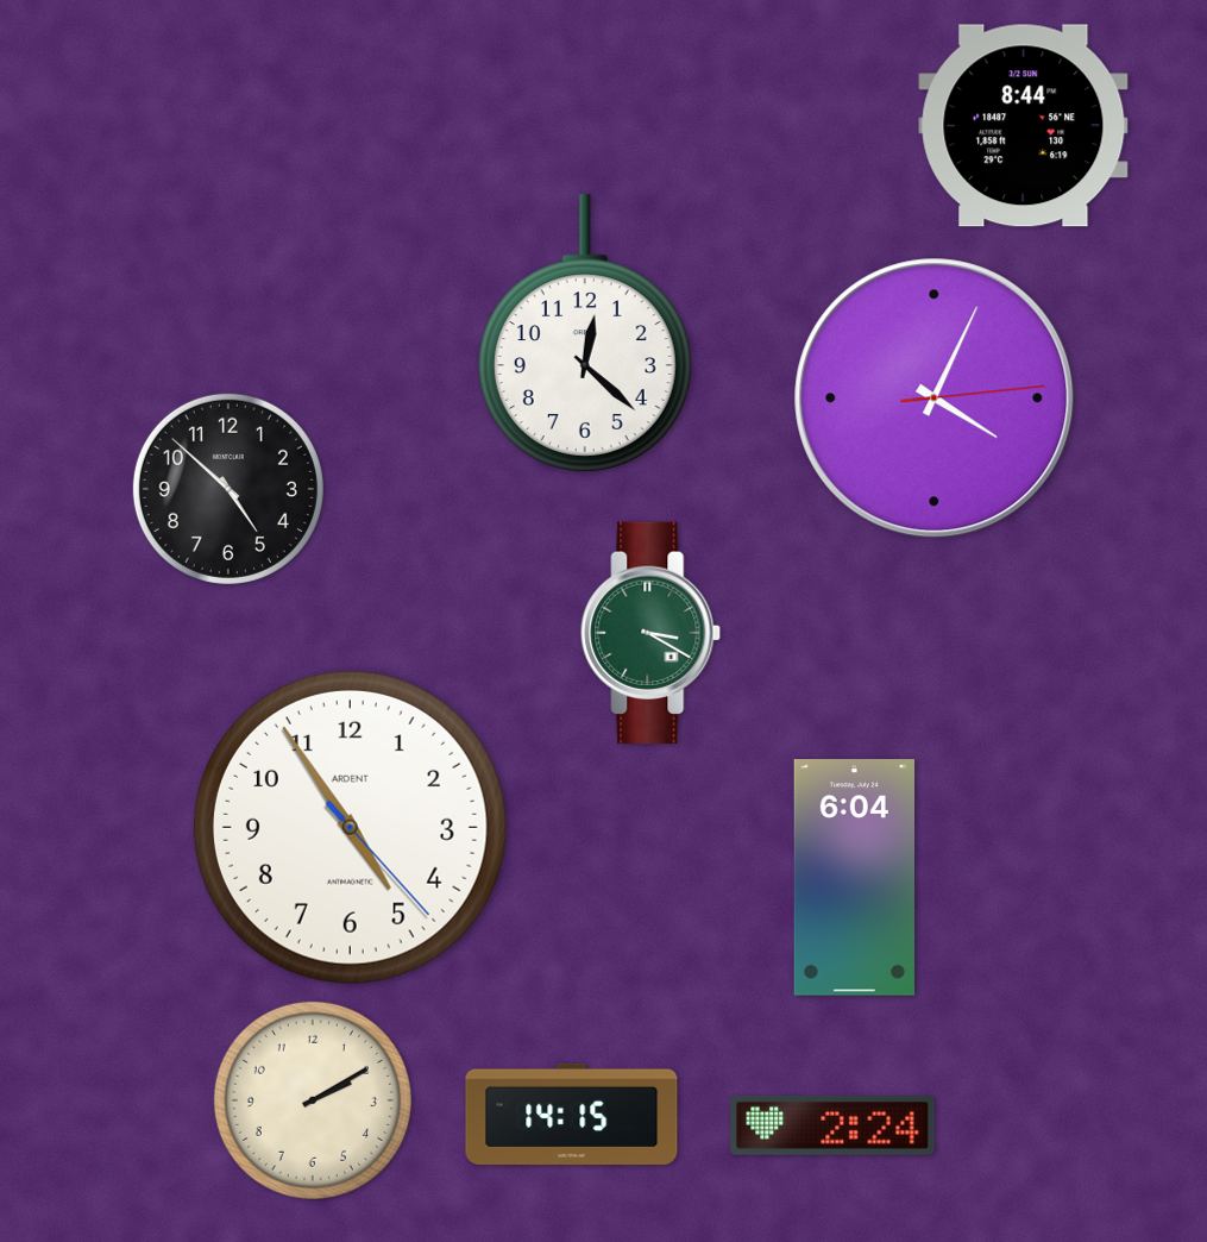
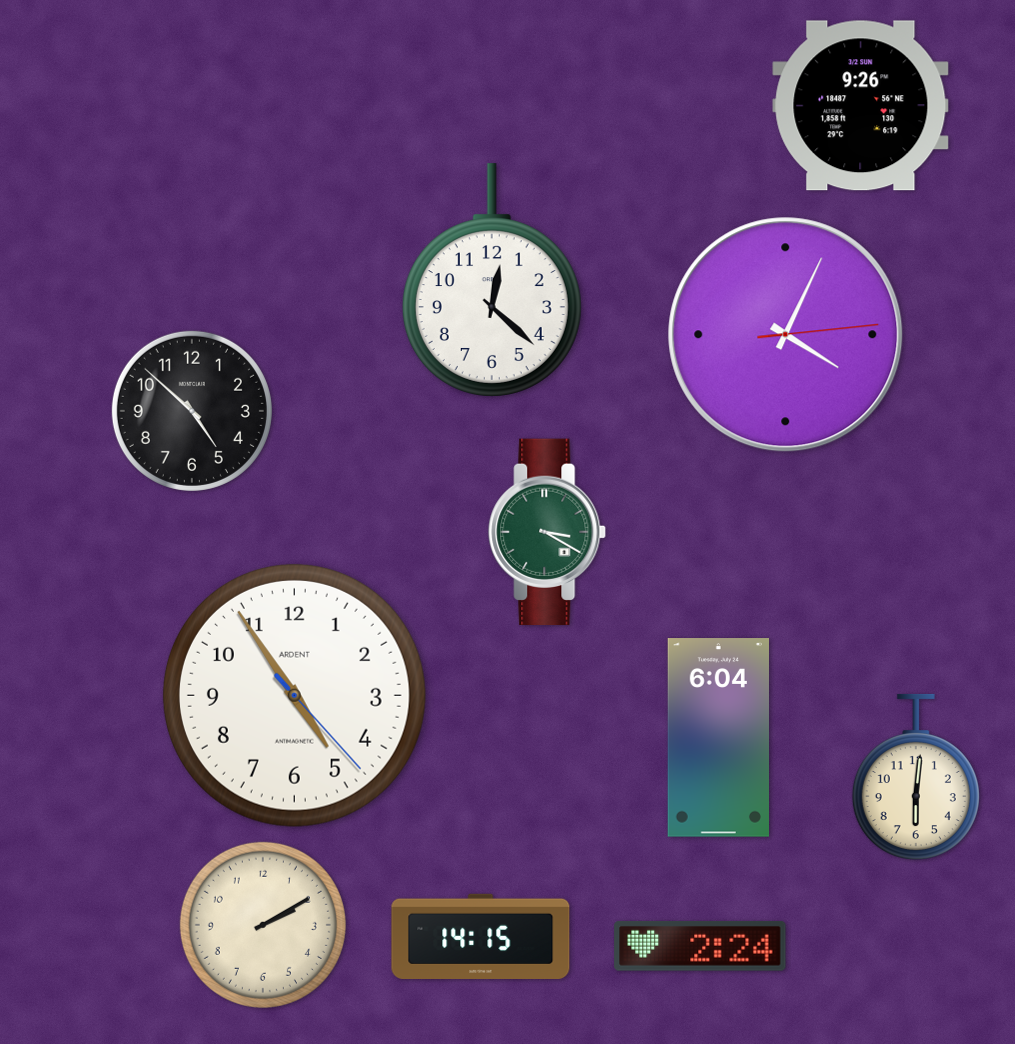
clock at (1024, 126): 8:44 -> 9:26
clock at (916, 777): none -> 6:01
